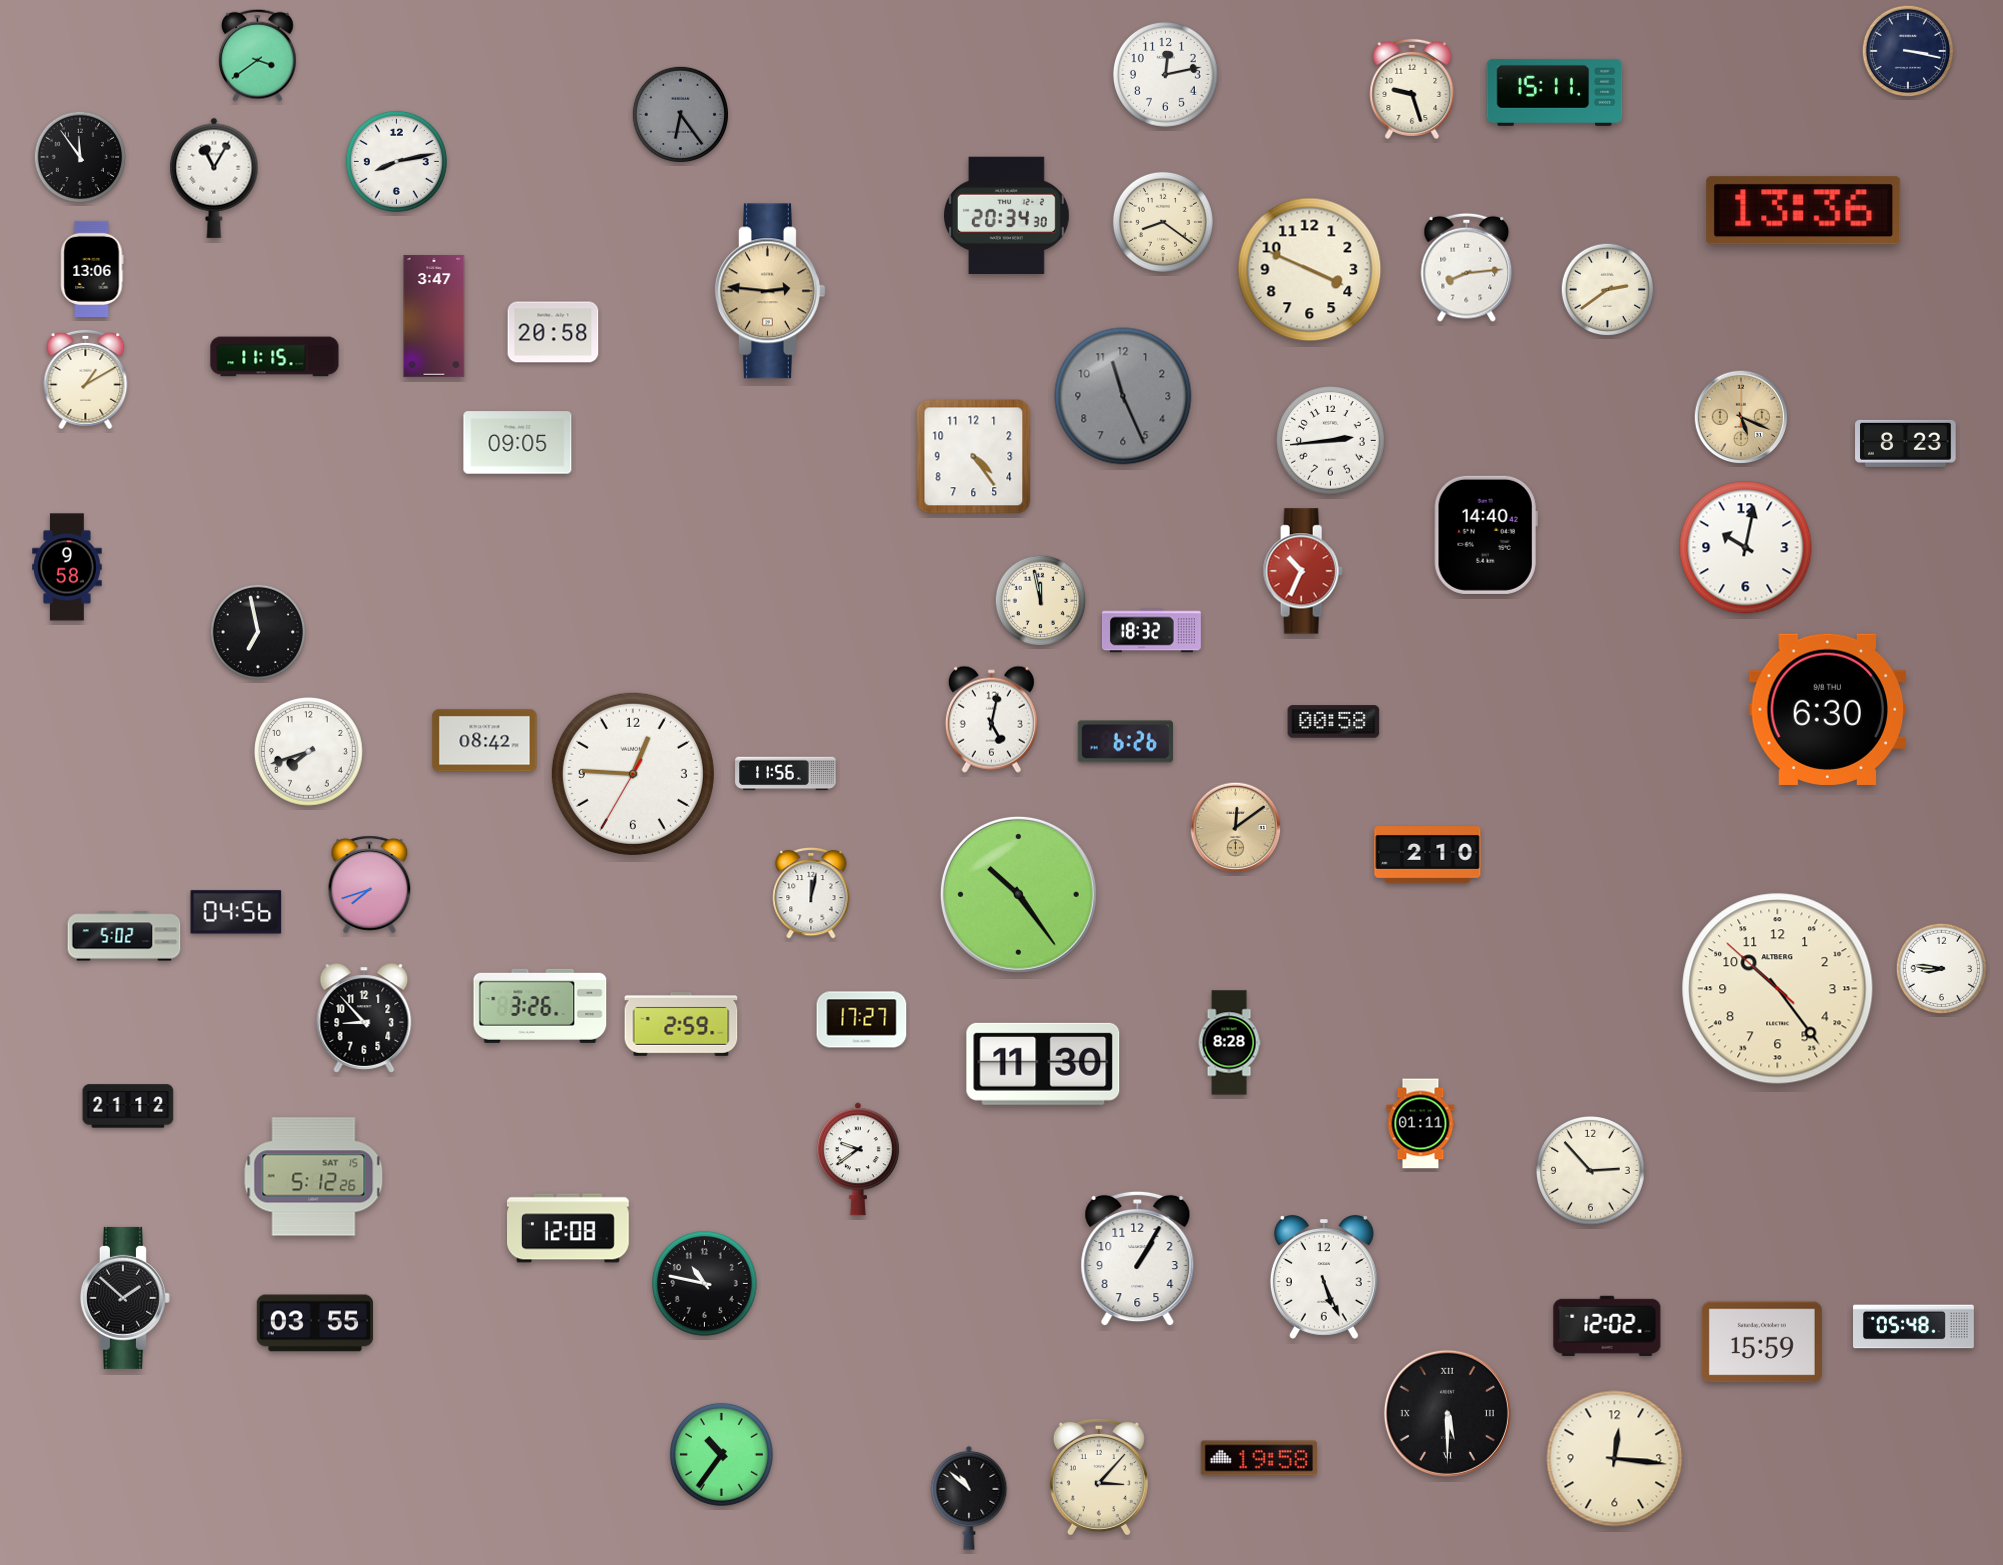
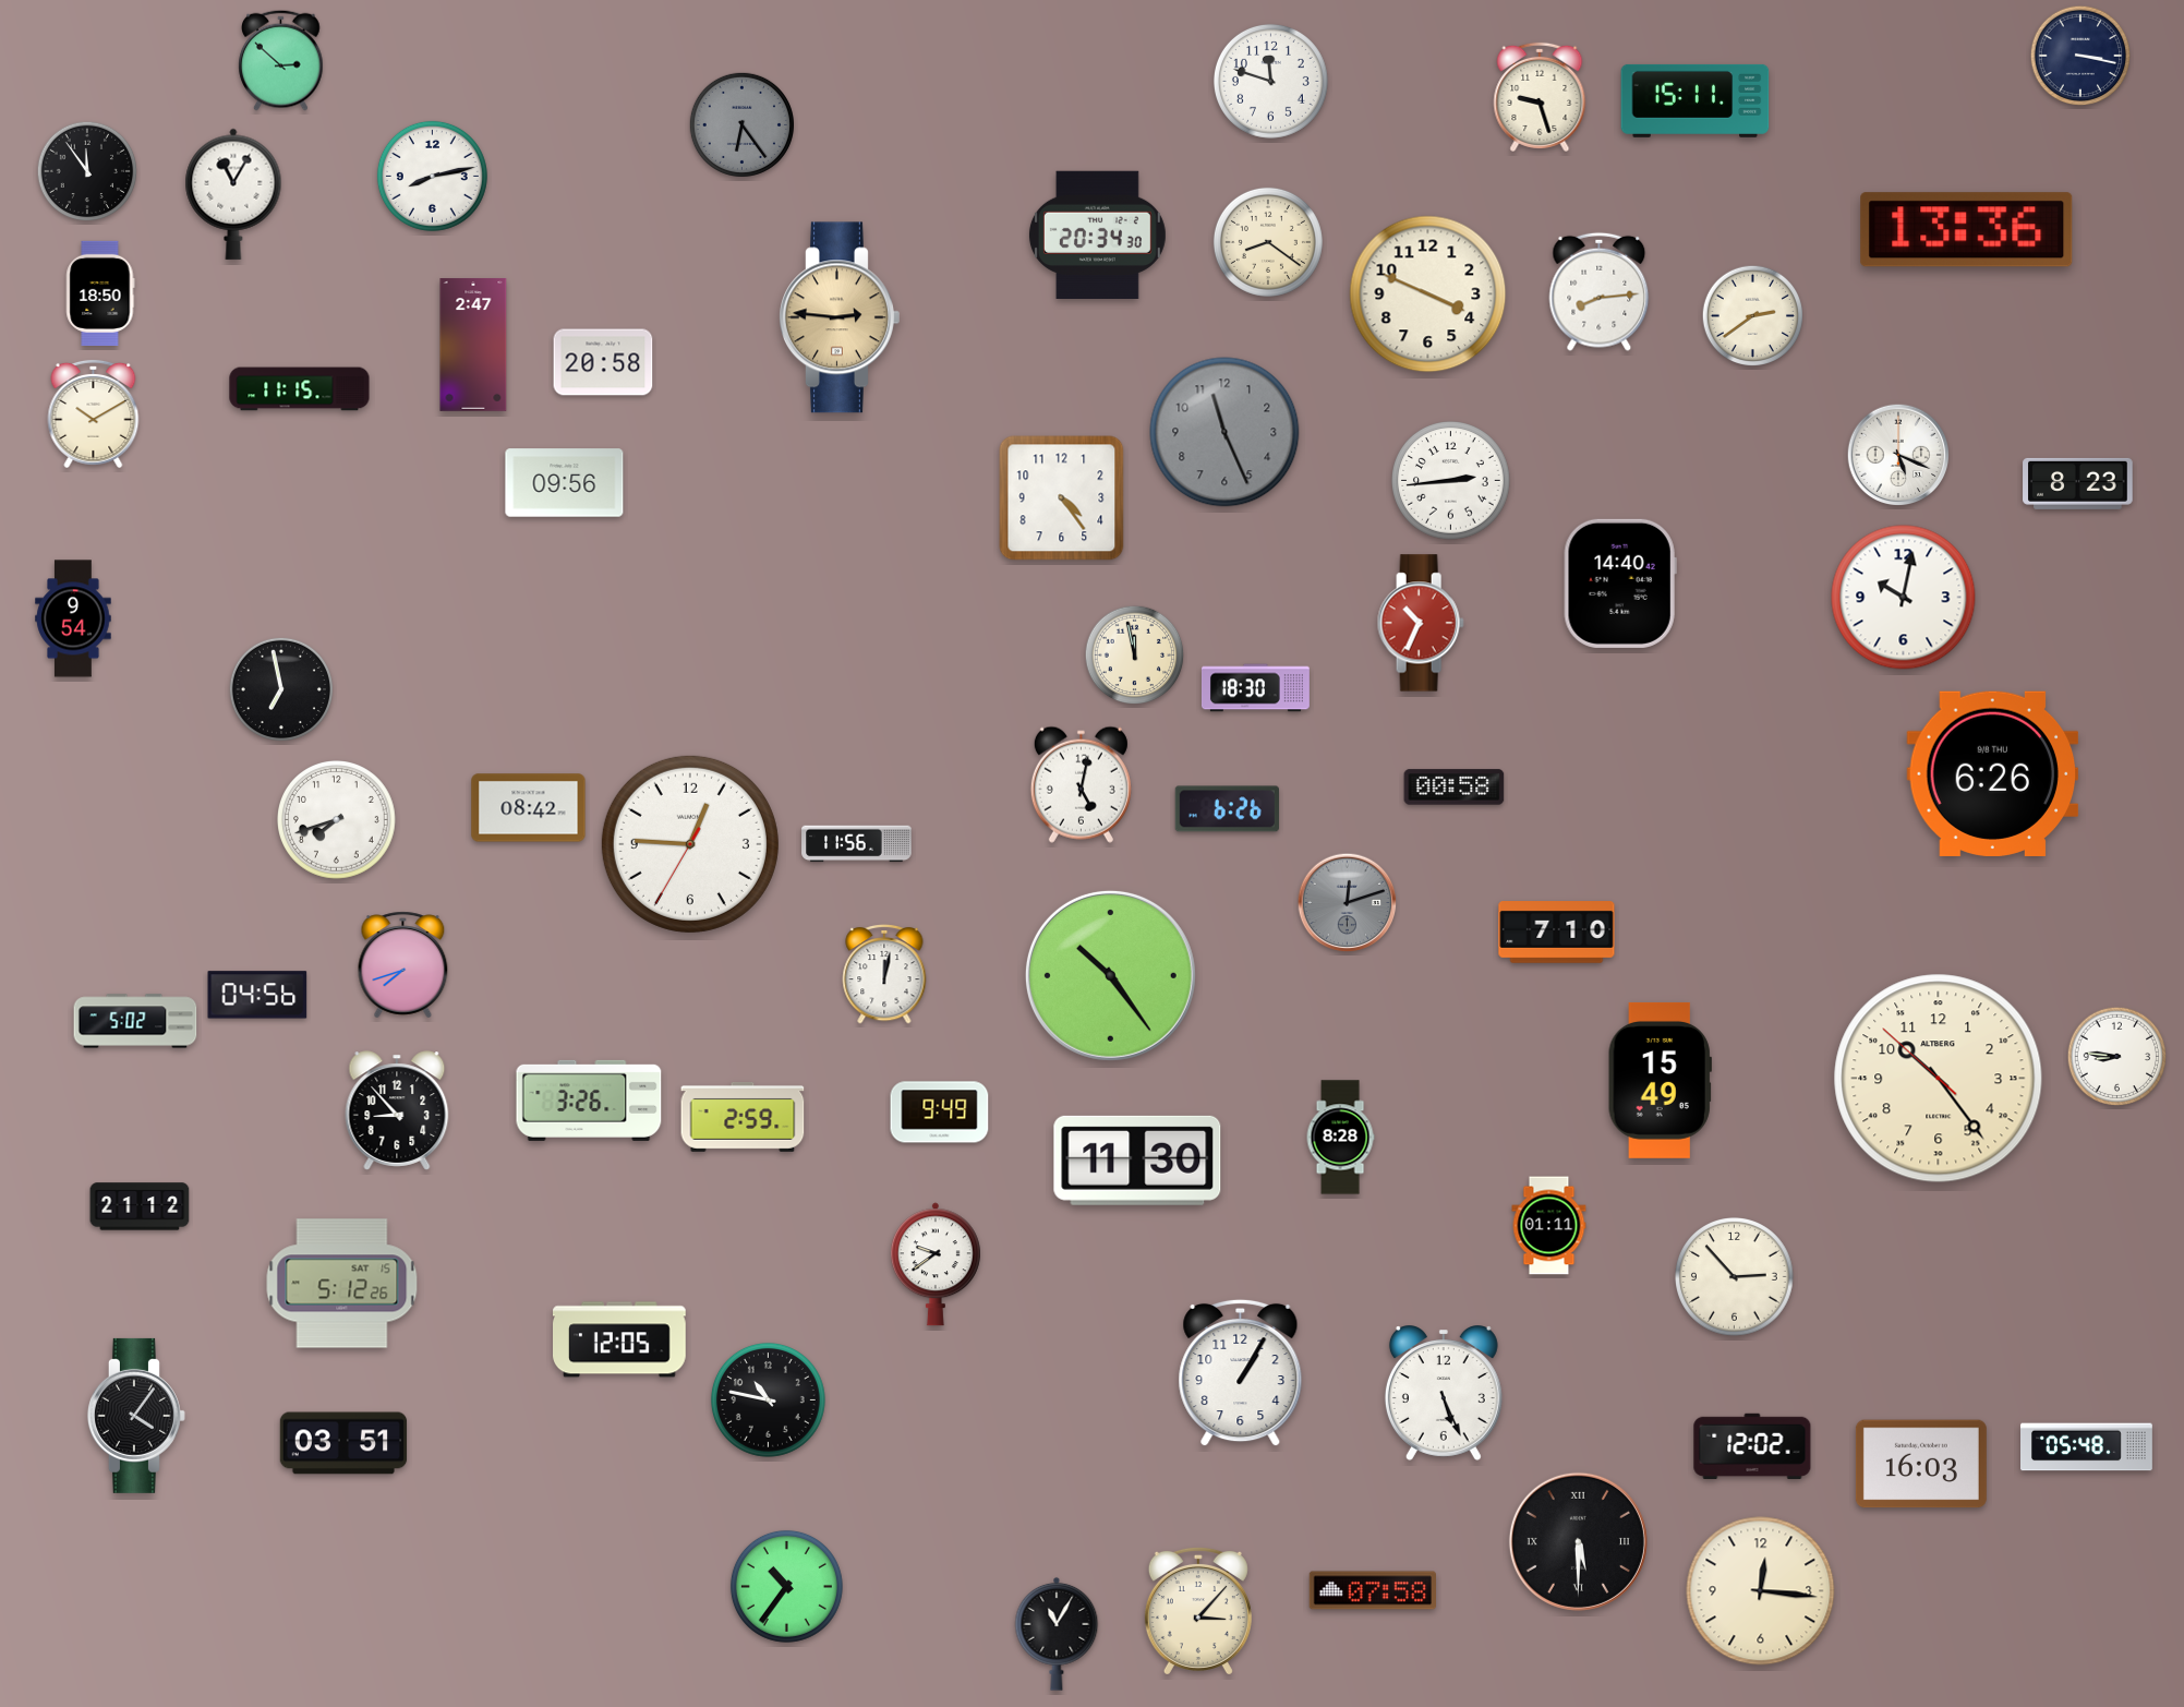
clock at (258, 55): 3:39 -> 2:52
clock at (1165, 74): 12:13 -> 11:48
clock at (92, 269): 13:06 -> 18:50
clock at (434, 316): 3:47 -> 2:47
clock at (86, 379): 1:10 -> 10:10
clock at (1741, 417) dial: champagne -> white
clock at (518, 443): 09:05 -> 09:56
clock at (67, 567): 9:58 -> 9:54
clock at (1151, 631): 18:32 -> 18:30
clock at (1828, 709): 6:30 -> 6:26
clock at (1236, 828): 12:09 -> 12:12
clock at (1236, 828) dial: champagne -> grey
clock at (1428, 855): 2:10 -> 7:10
clock at (1660, 1080): none -> 15:49
clock at (540, 1006) position: (540, 1006) -> (589, 1101)
clock at (862, 1020): 17:27 -> 9:49
clock at (569, 1228): 12:08 -> 12:05
clock at (125, 1298): 1:52 -> 4:06
clock at (315, 1323): 03:55 -> 03:51
clock at (1762, 1342): 15:59 -> 16:03
clock at (1258, 1458): 19:58 -> 07:58
clock at (969, 1498): 10:52 -> 11:05
